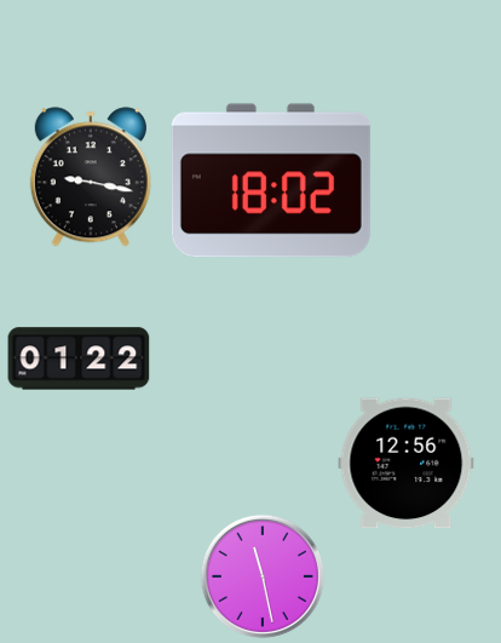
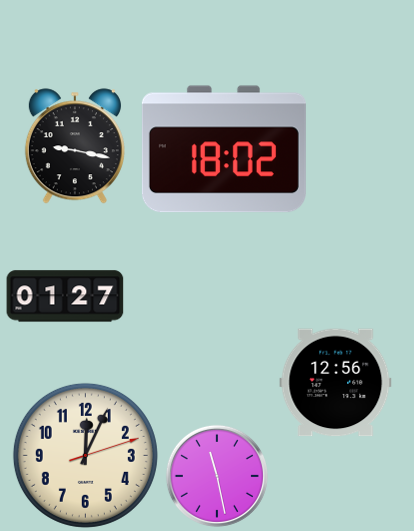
clock at (79, 358): 01:22 -> 01:27
clock at (85, 455): none -> 12:04
